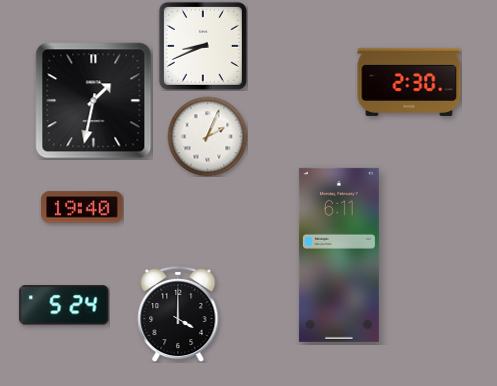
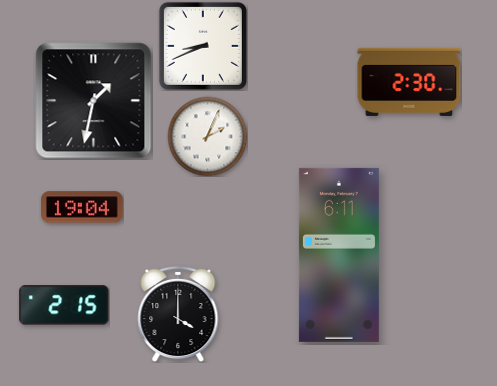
clock at (82, 207): 19:40 -> 19:04
clock at (64, 305): 5:24 -> 2:15
